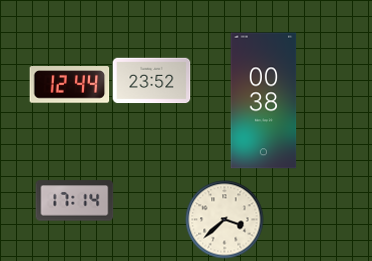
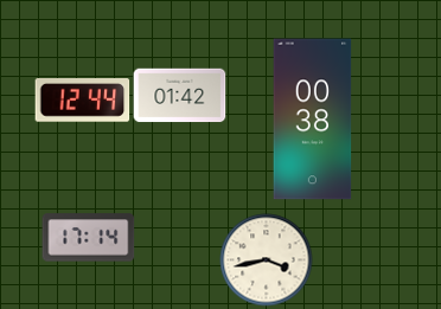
clock at (151, 81): 23:52 -> 01:42
clock at (224, 219): 3:38 -> 3:43
